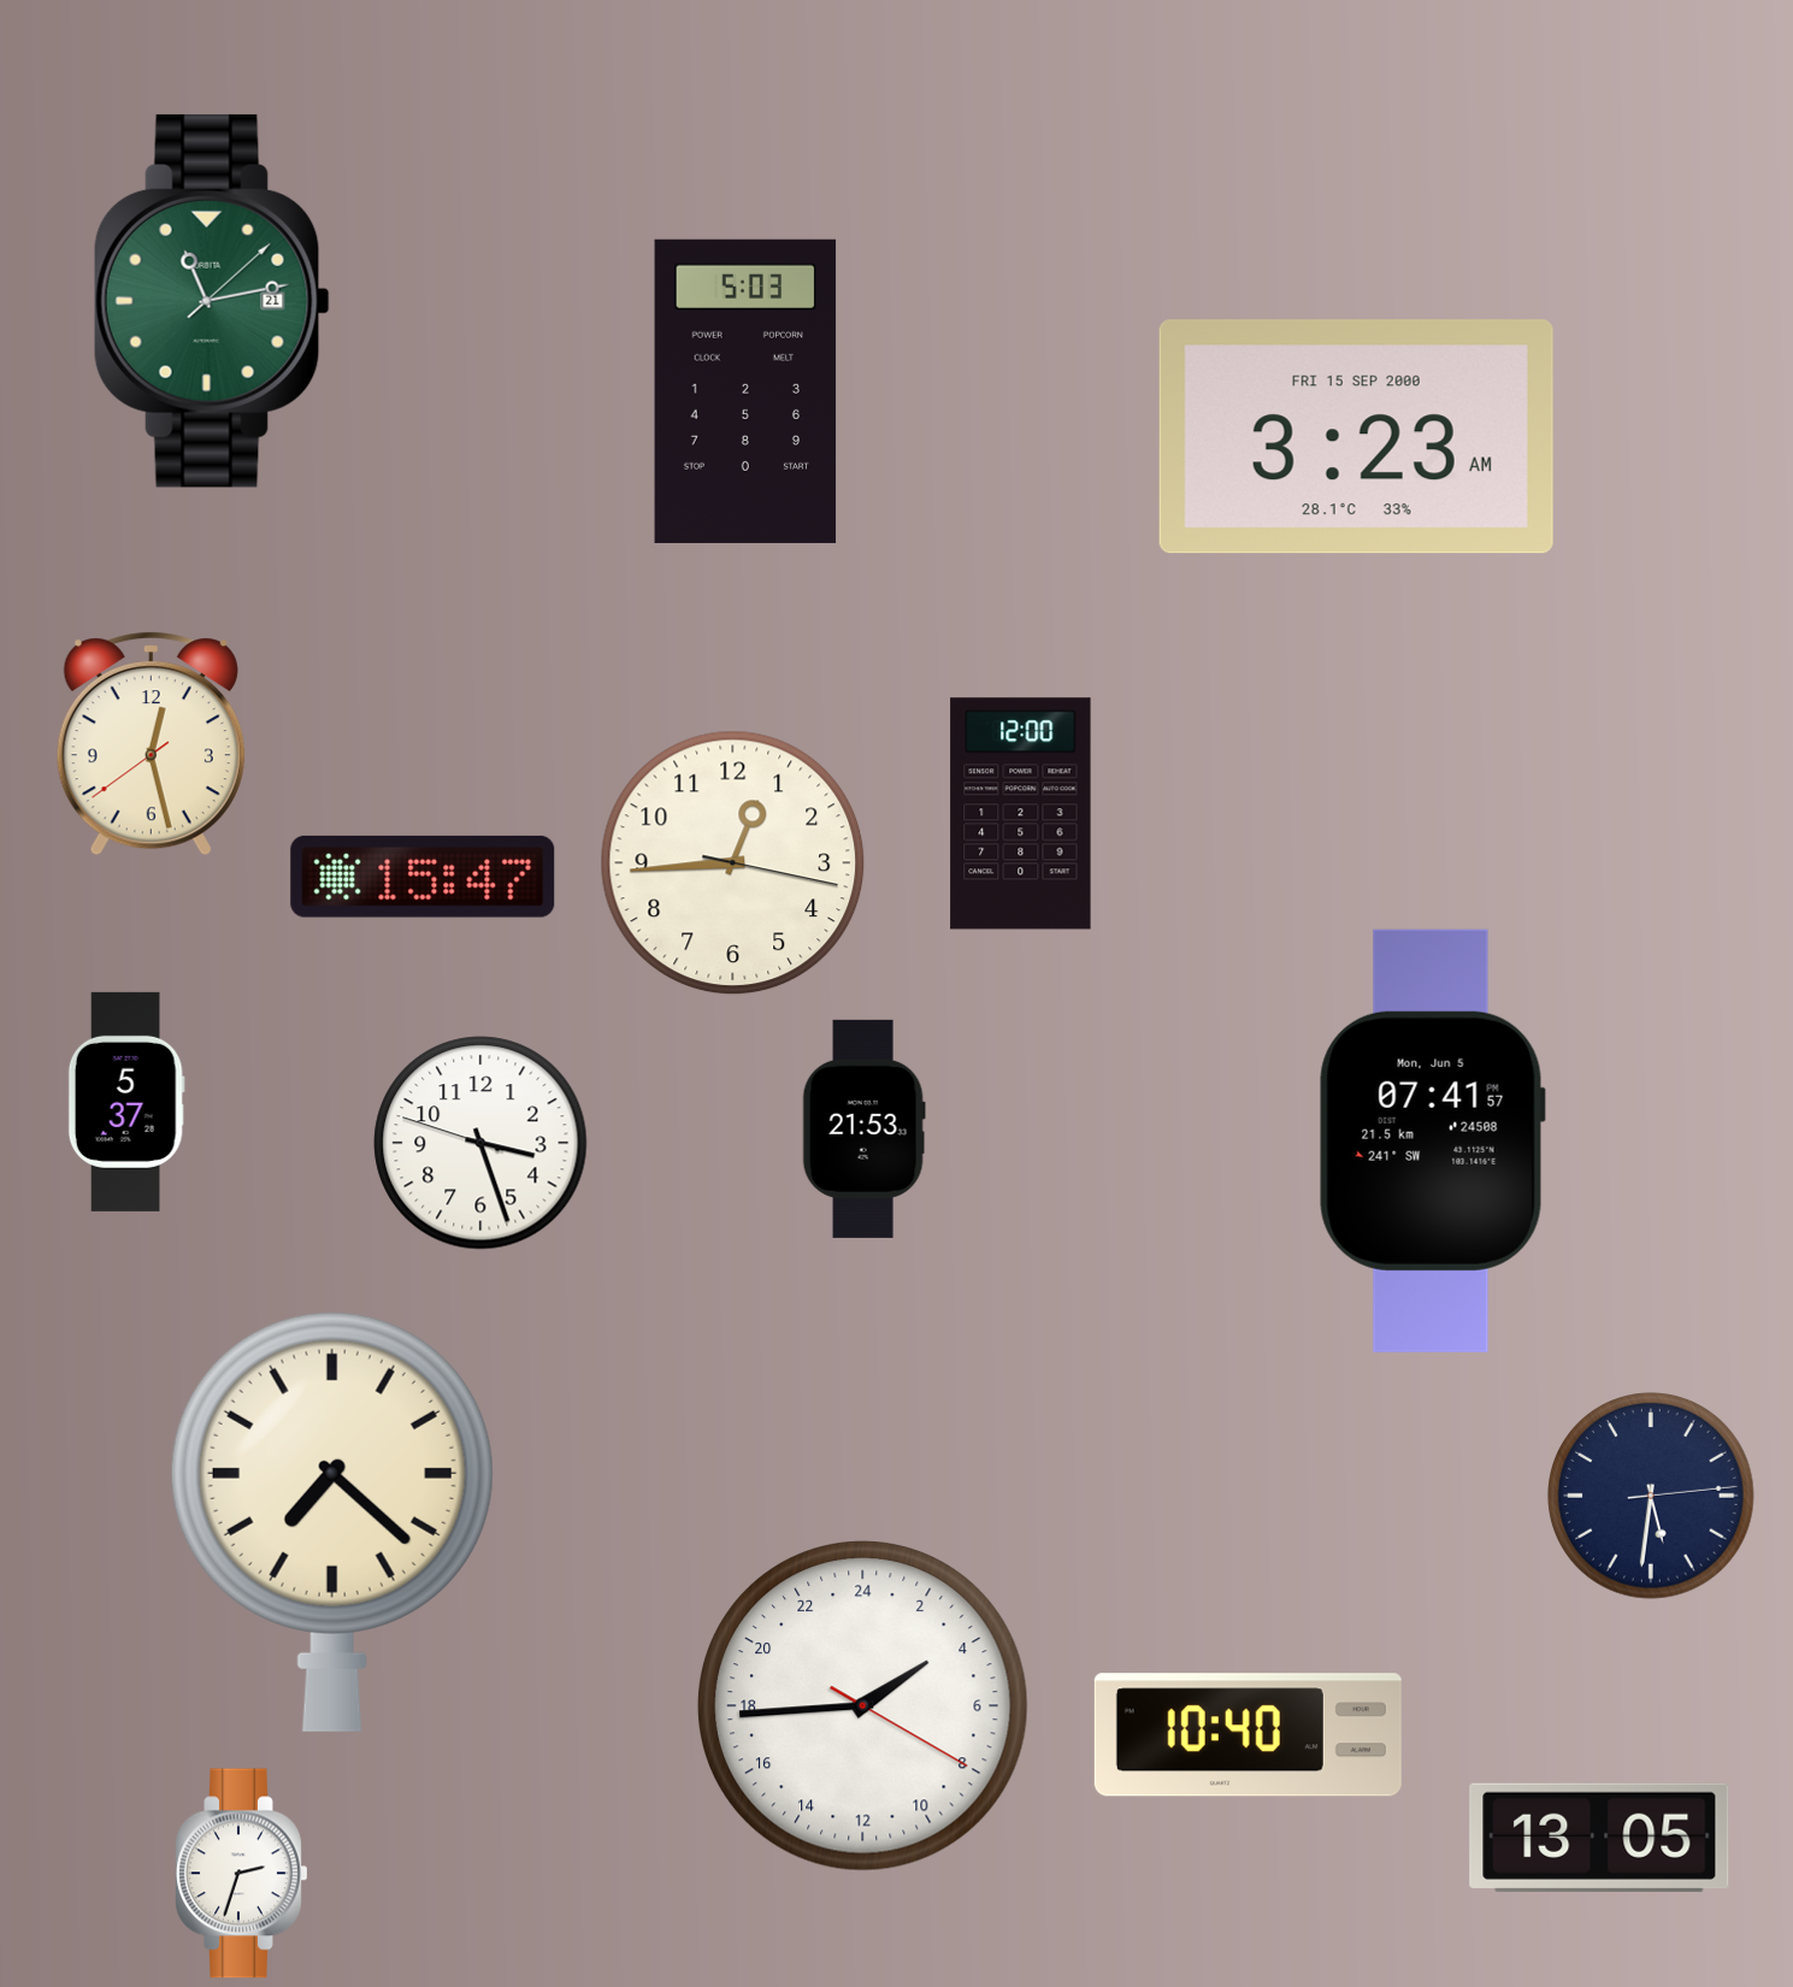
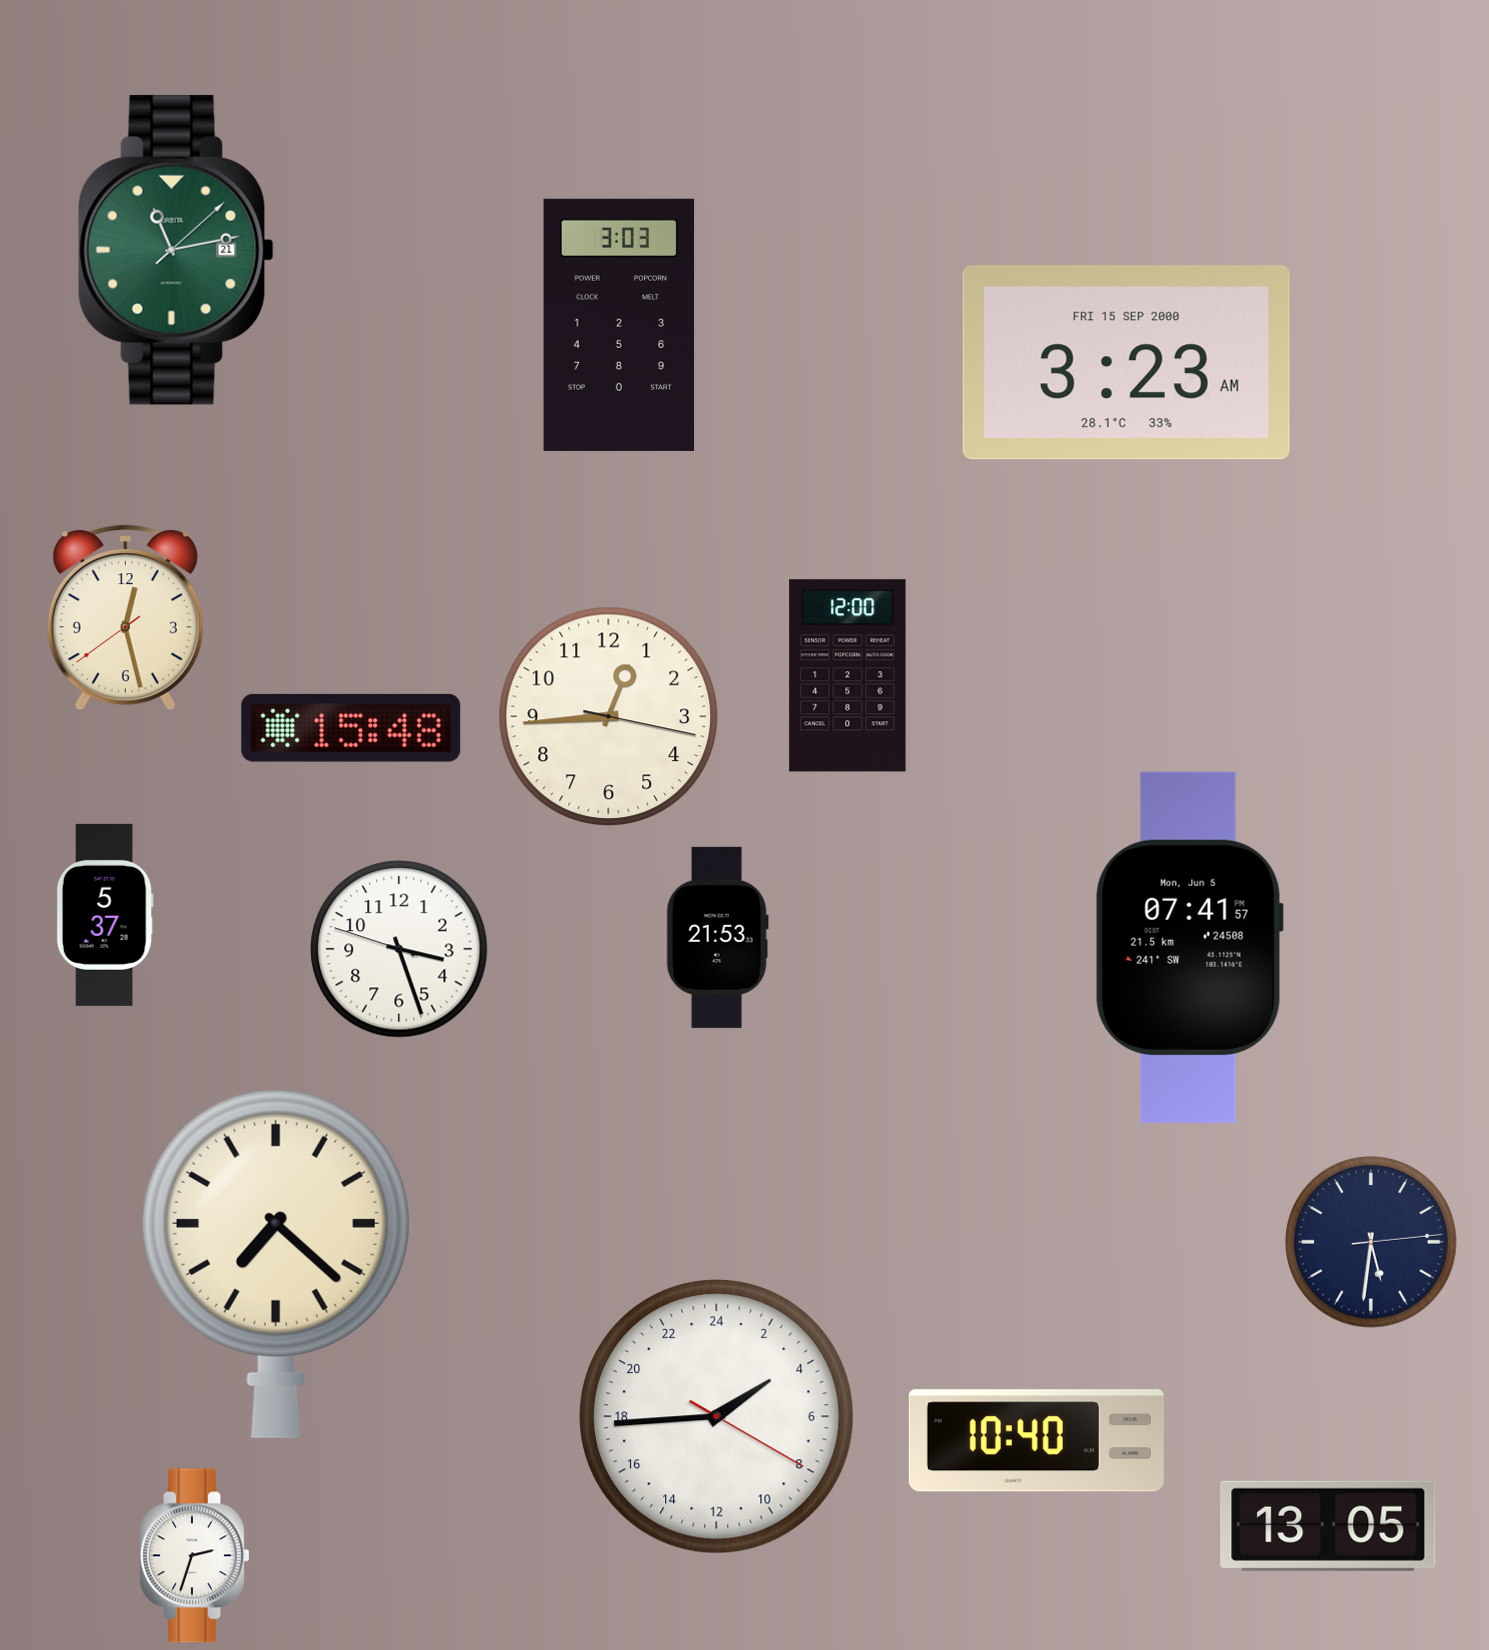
clock at (745, 391): 5:03 -> 3:03
clock at (423, 877): 15:47 -> 15:48
clock at (242, 1874) position: (242, 1874) -> (195, 1556)
